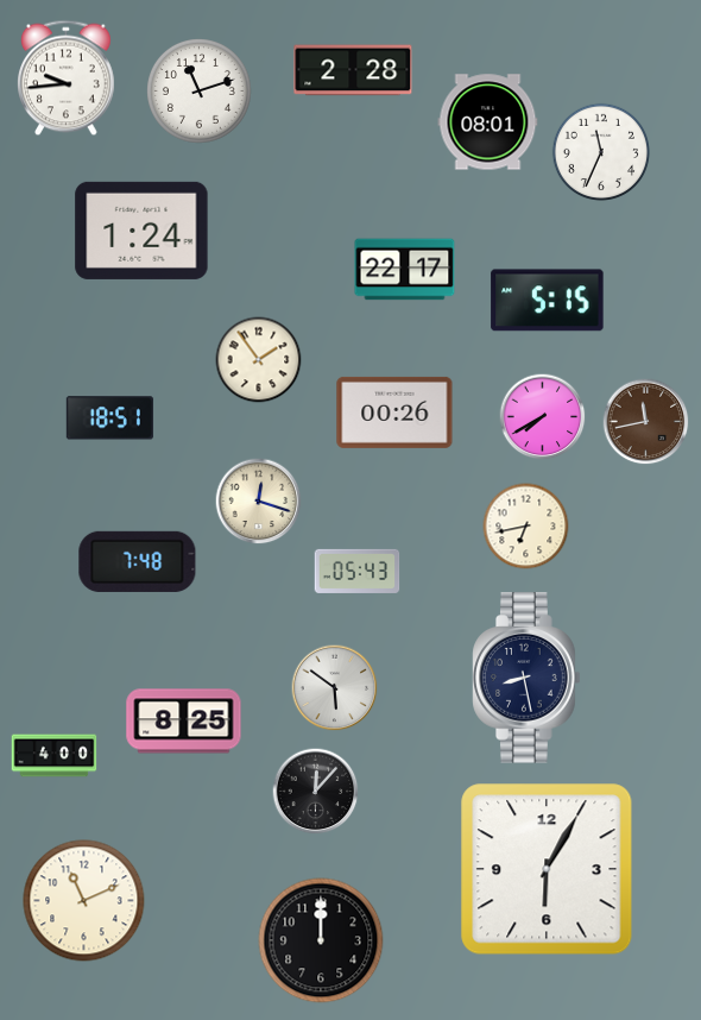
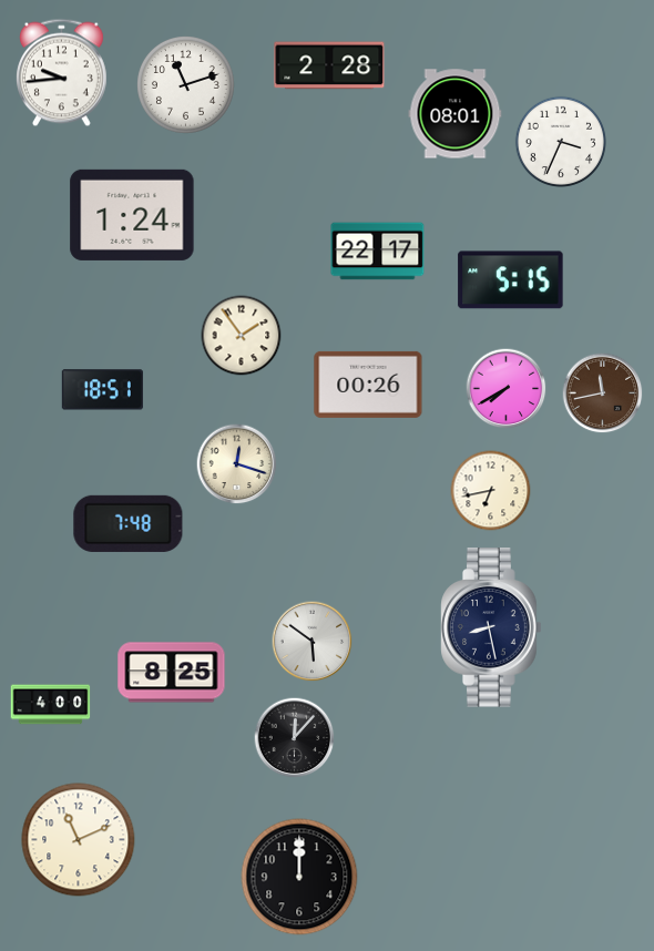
clock at (600, 151): 11:34 -> 3:34
clock at (259, 502) position: (259, 502) -> (237, 464)
clock at (358, 571): 05:43 -> none
clock at (526, 678) position: (526, 678) -> (491, 627)
clock at (547, 869): 6:05 -> none
